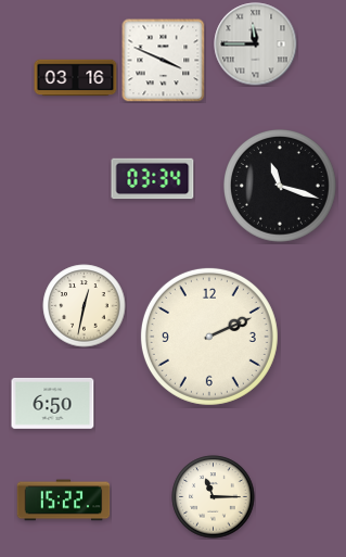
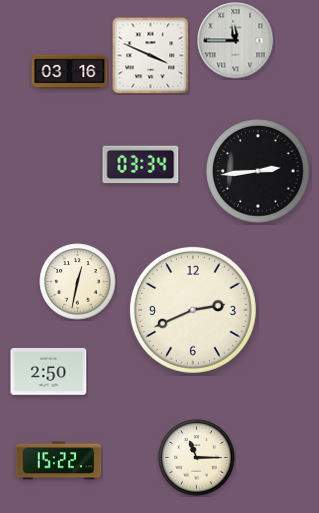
clock at (281, 187): 11:18 -> 2:44
clock at (209, 337): 2:11 -> 2:41
clock at (53, 404): 6:50 -> 2:50
